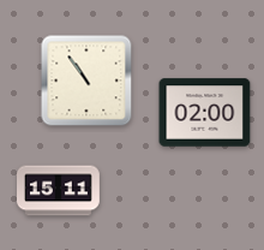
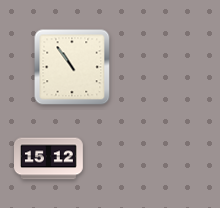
clock at (205, 113): 02:00 -> none
clock at (59, 191): 15:11 -> 15:12
